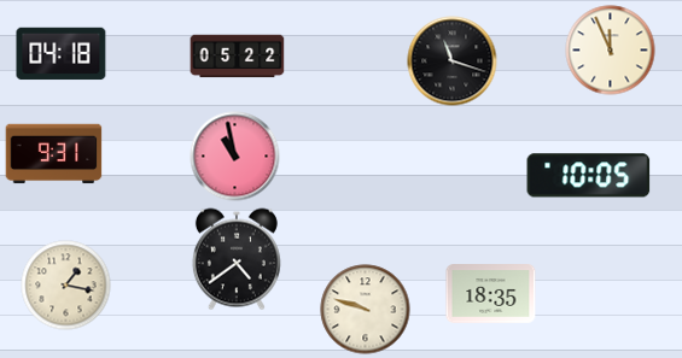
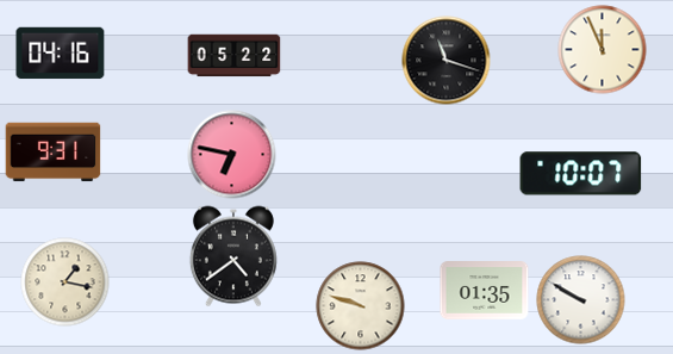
clock at (62, 54): 04:18 -> 04:16
clock at (235, 157): 10:58 -> 6:47
clock at (589, 176): 10:05 -> 10:07
clock at (491, 294): 18:35 -> 01:35
clock at (581, 300): none -> 9:50
